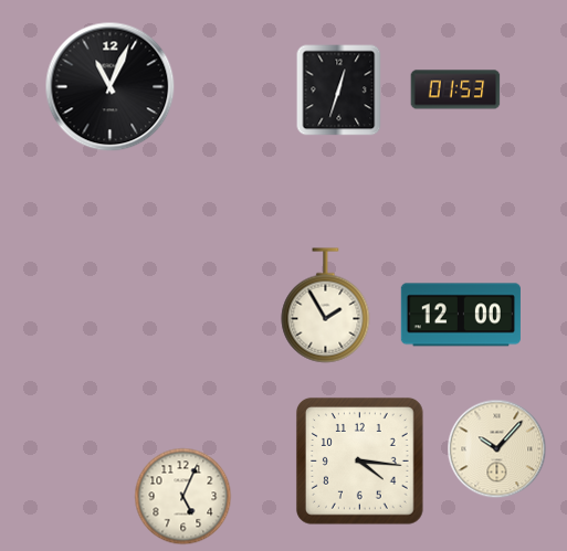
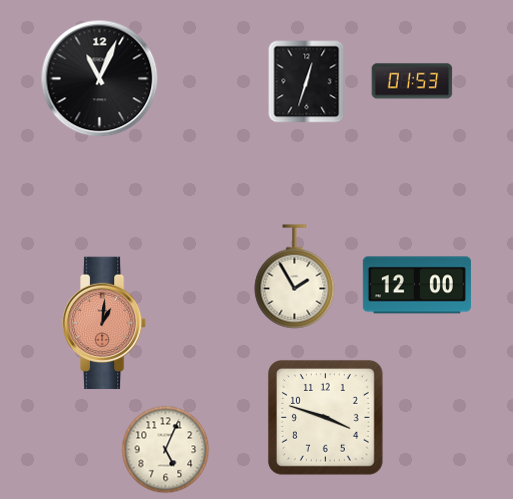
clock at (104, 323): none -> 1:01
clock at (497, 449): 10:07 -> none
clock at (360, 462): 4:16 -> 3:48
